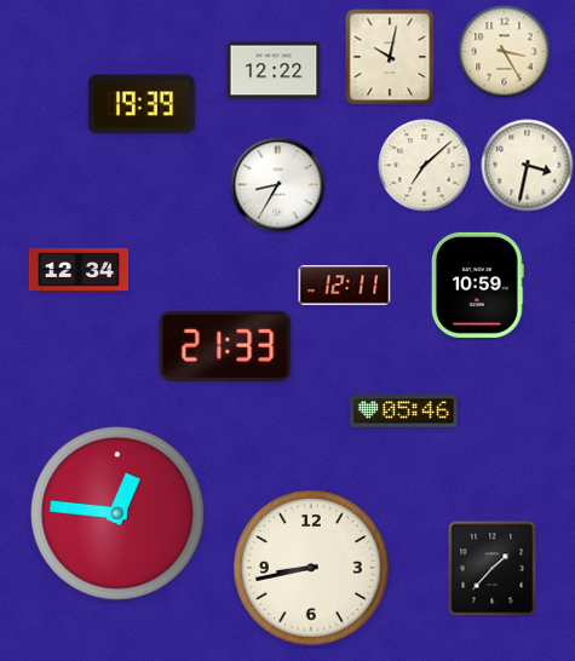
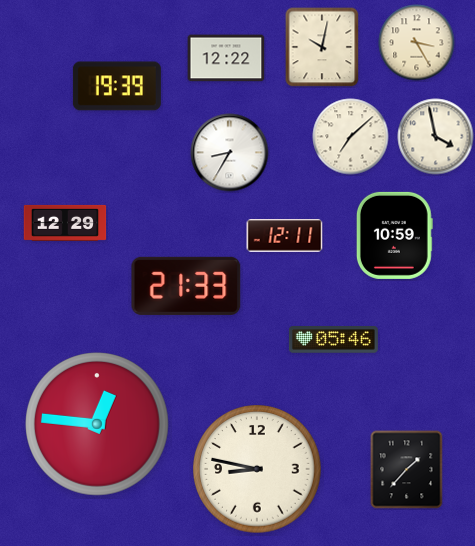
clock at (528, 166): 3:32 -> 3:58
clock at (79, 270): 12:34 -> 12:29
clock at (311, 568): 8:43 -> 8:47
